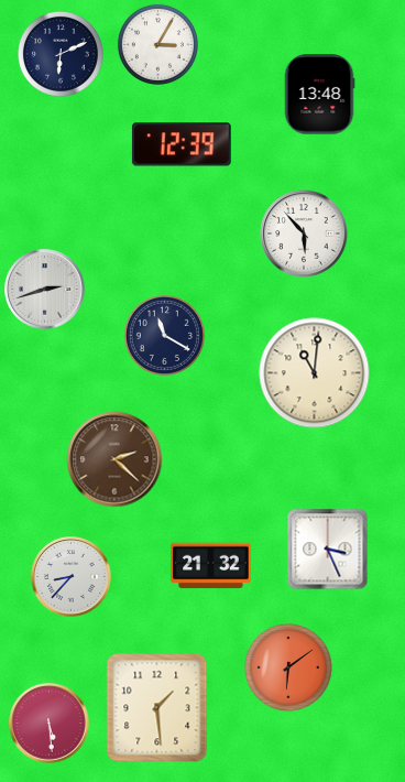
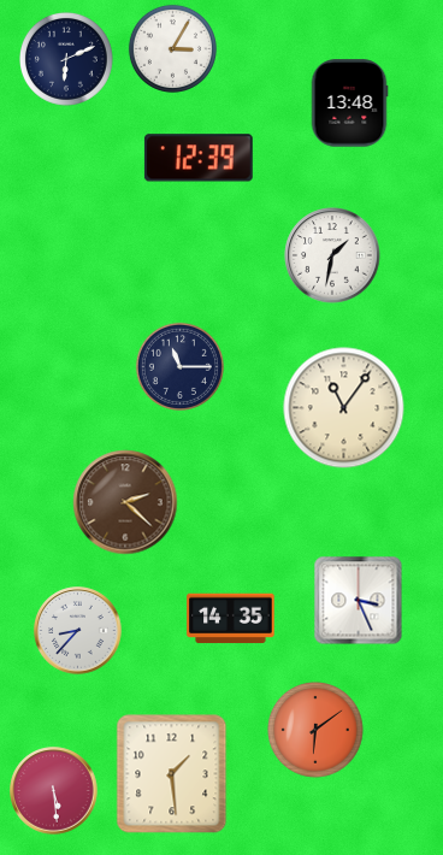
clock at (304, 233): 5:53 -> 1:32
clock at (45, 290): 2:42 -> none
clock at (164, 335): 11:20 -> 11:15
clock at (315, 373): 11:01 -> 11:06
clock at (211, 566): 21:32 -> 14:35
